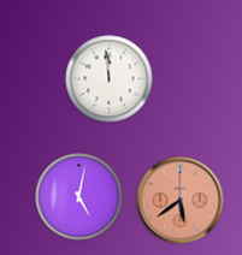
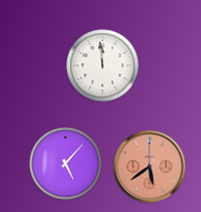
clock at (110, 79) position: (110, 79) -> (103, 66)
clock at (79, 197): 5:02 -> 5:07
